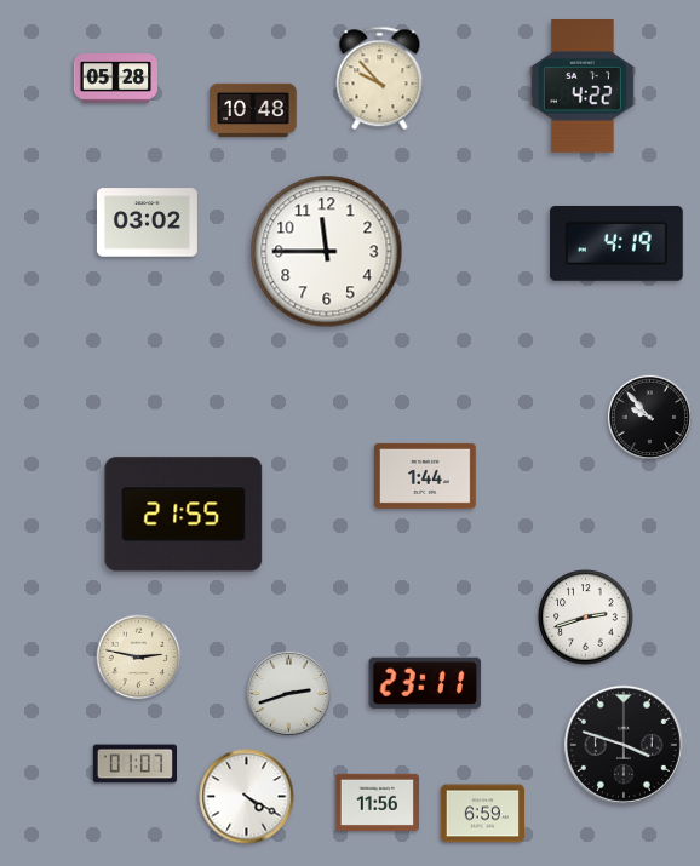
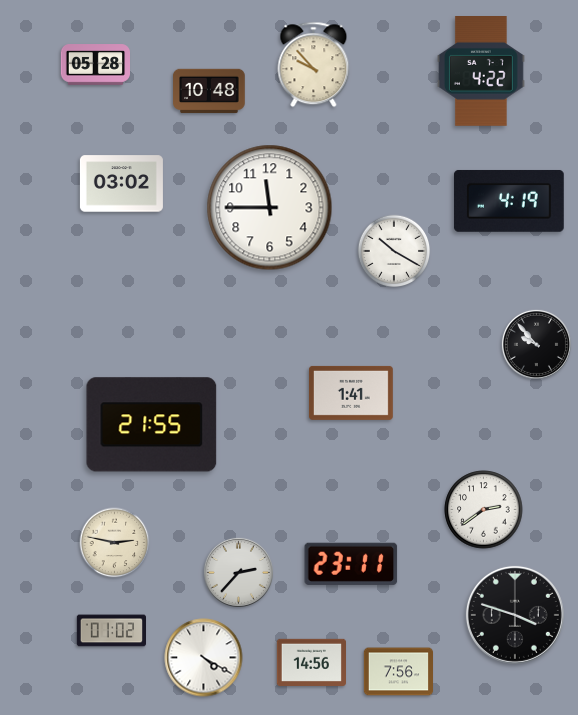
clock at (394, 251): none -> 10:20
clock at (425, 476): 1:44 -> 1:41
clock at (586, 618): 2:42 -> 2:39
clock at (288, 693): 2:42 -> 2:37
clock at (134, 764): 01:07 -> 01:02
clock at (377, 802): 11:56 -> 14:56
clock at (482, 814): 6:59 -> 7:56
